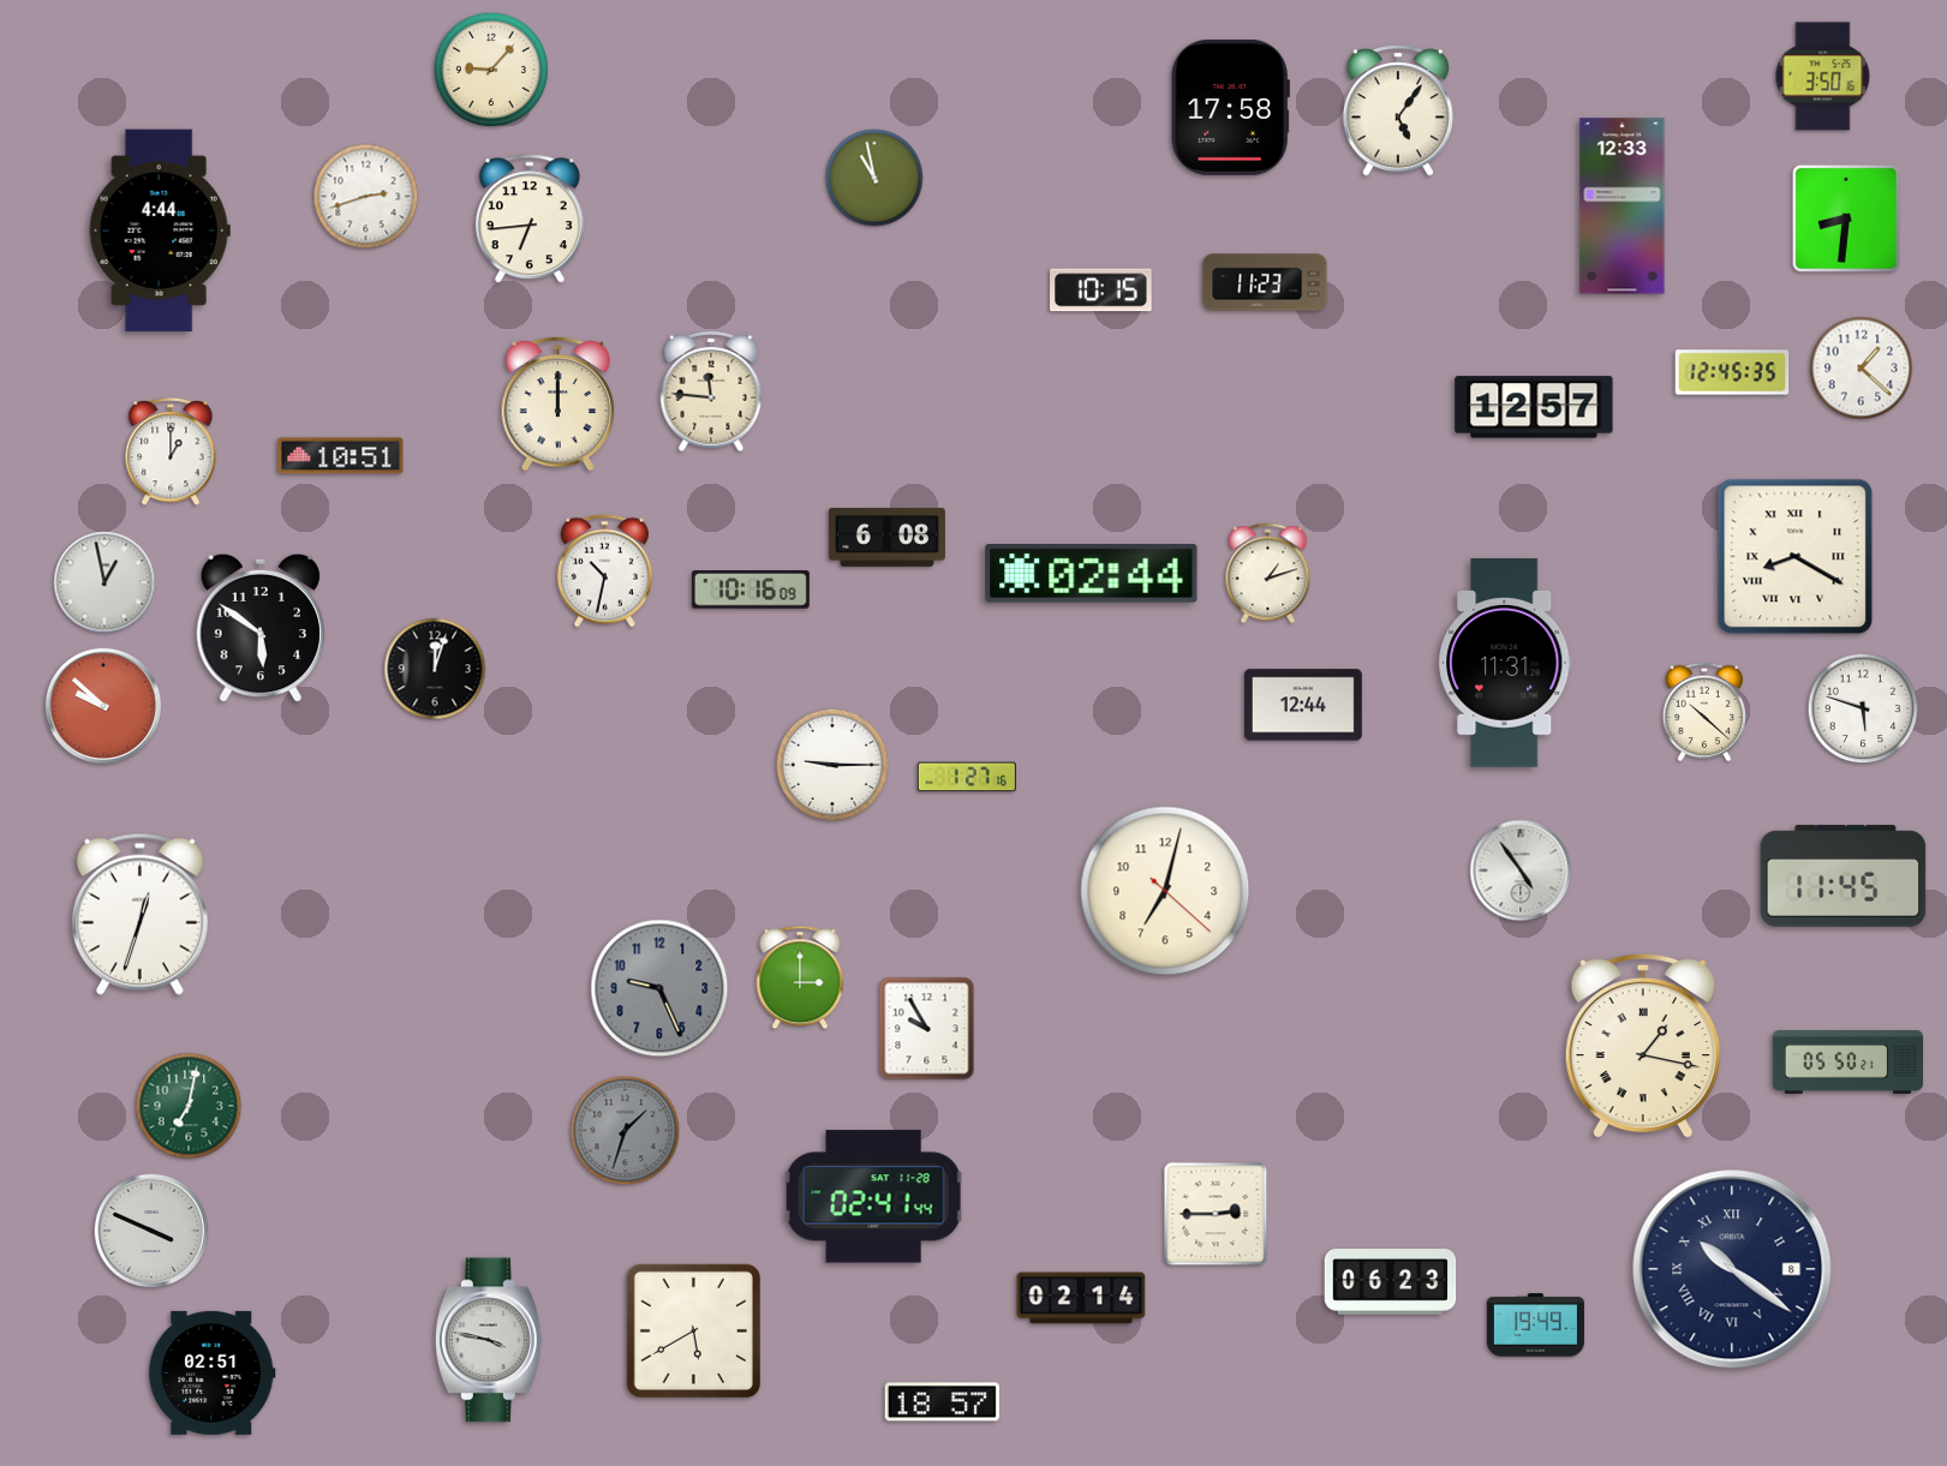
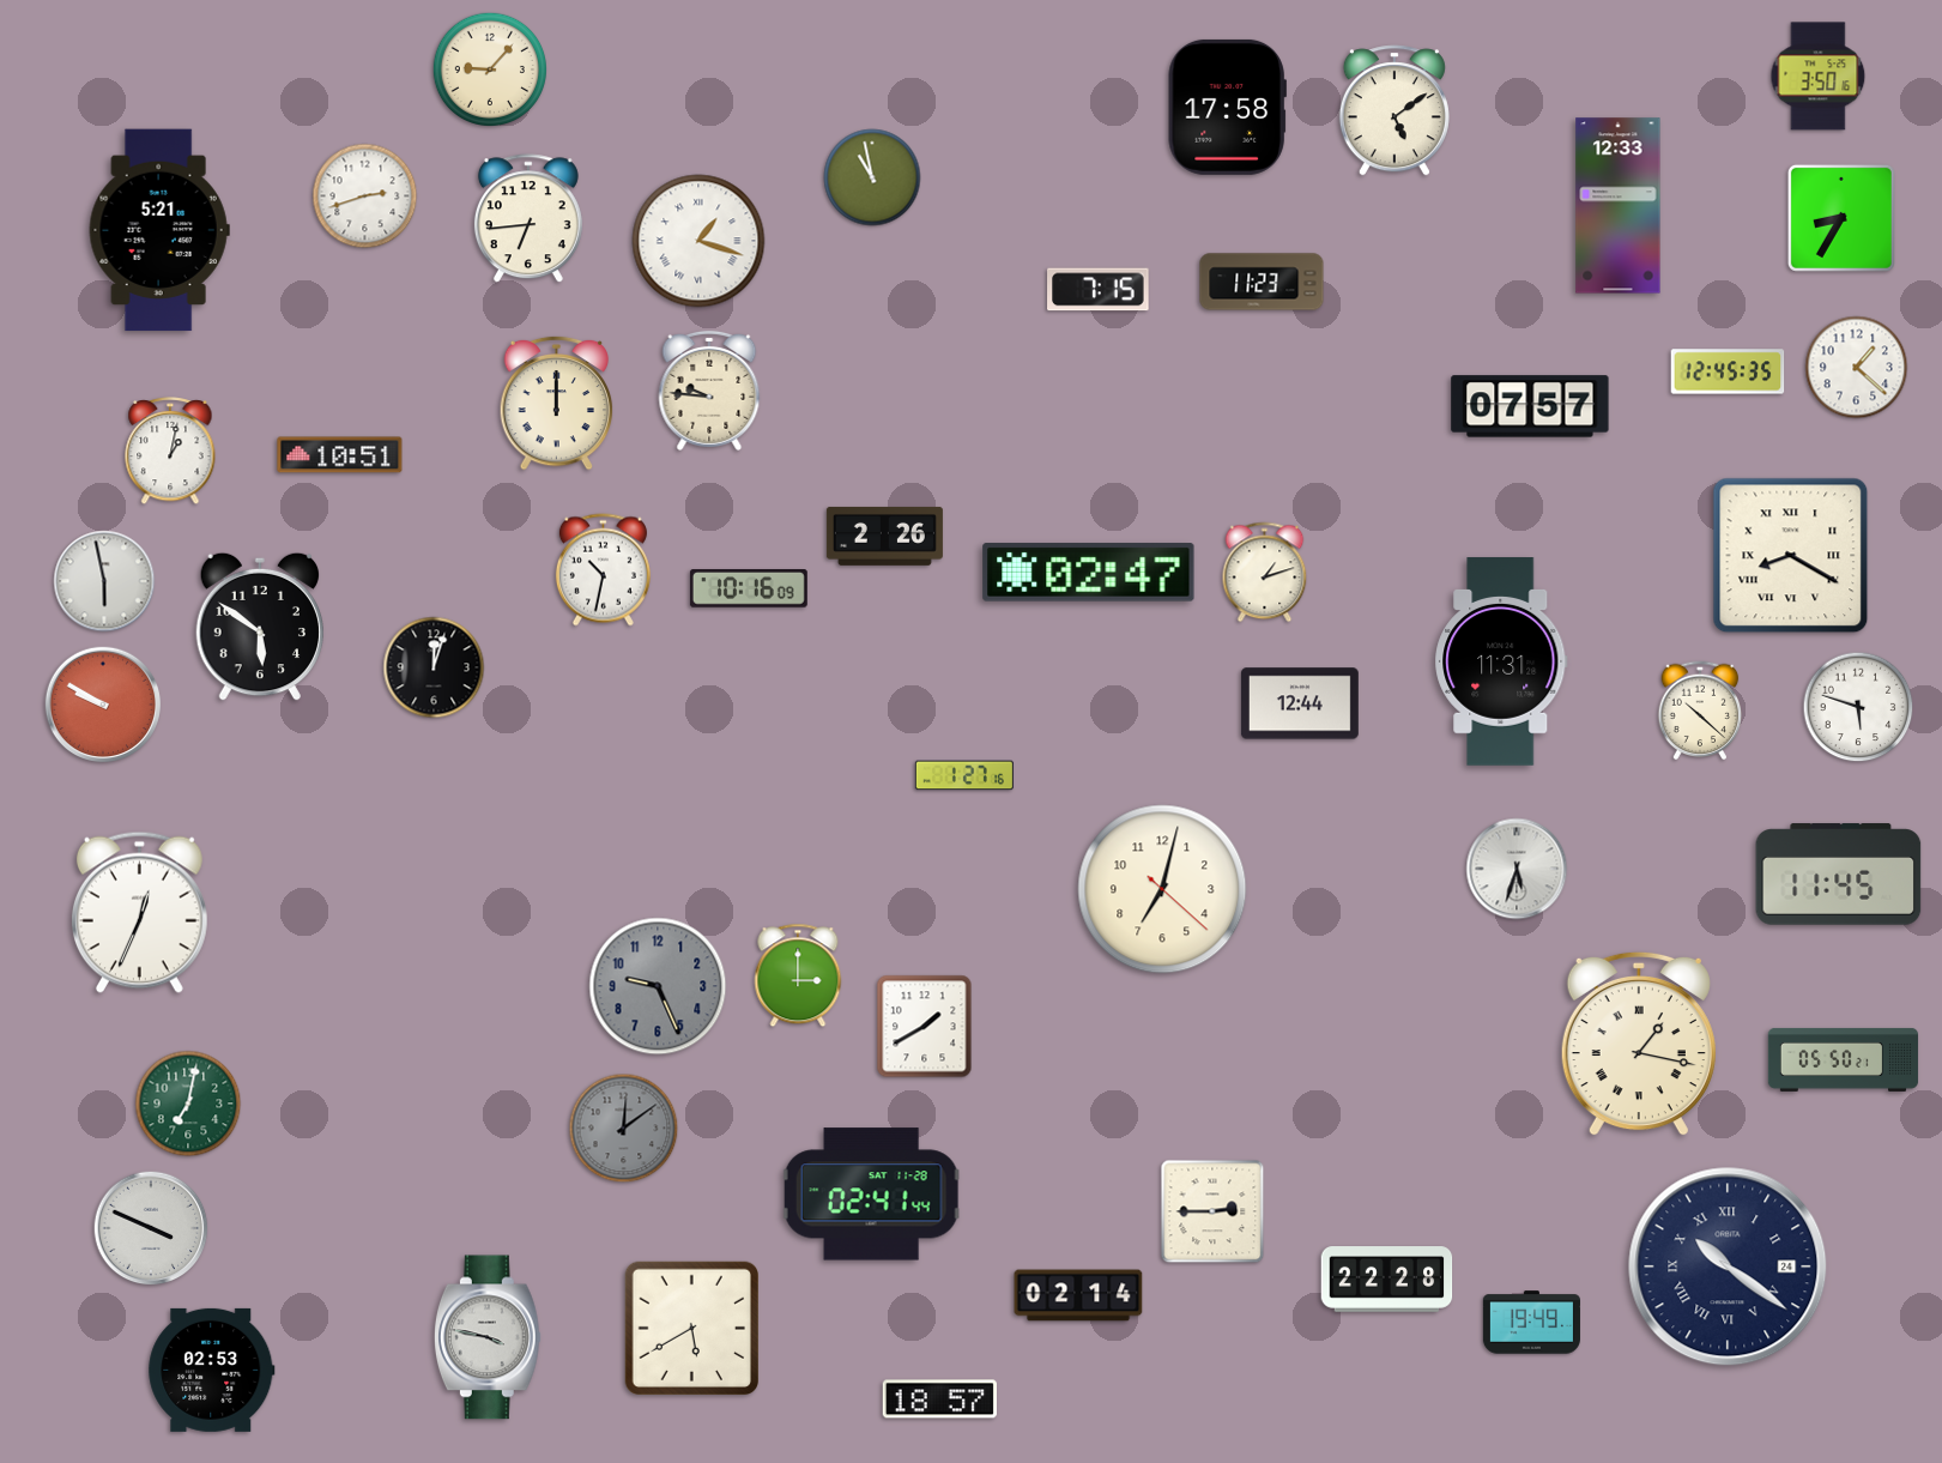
clock at (1398, 110): 5:06 -> 5:09
clock at (1846, 219): 8:31 -> 8:35
clock at (160, 231): 4:44 -> 5:21
clock at (698, 241): none -> 1:18
clock at (1101, 291): 10:15 -> 7:15
clock at (711, 391): 11:46 -> 9:46
clock at (1534, 407): 12:57 -> 07:57
clock at (171, 453): 1:00 -> 1:02
clock at (886, 538): 6:08 -> 2:26
clock at (1092, 574): 02:44 -> 02:47
clock at (104, 582): 12:58 -> 5:58
clock at (103, 706): 9:52 -> 9:50
clock at (832, 765): 9:15 -> none
clock at (1521, 870): 4:54 -> 5:33
clock at (139, 914): 12:33 -> 12:34
clock at (927, 1029): 9:55 -> 1:40
clock at (626, 1131): 1:33 -> 12:09
clock at (1732, 1269) date: 8 -> 24
clock at (1391, 1282): 06:23 -> 22:28
clock at (213, 1372): 02:51 -> 02:53
